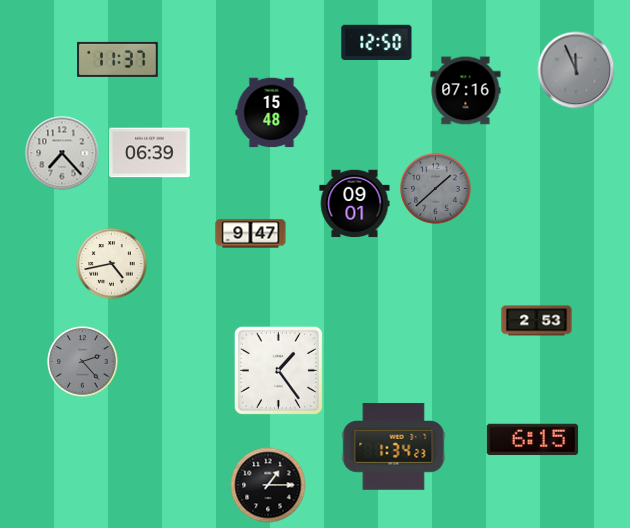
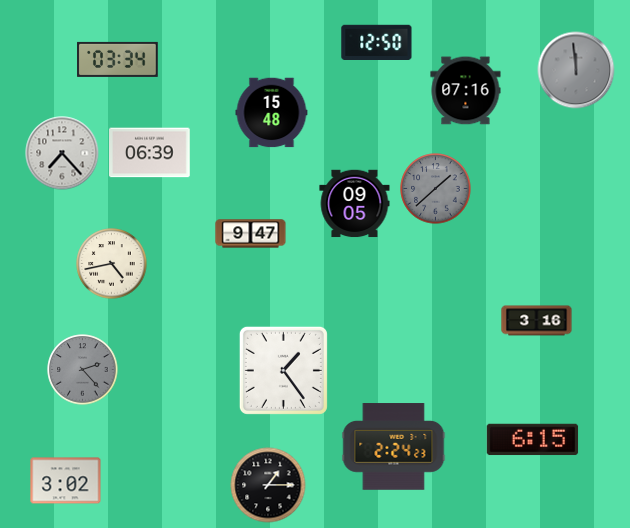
clock at (118, 59): 11:37 -> 03:34
clock at (576, 70): 11:56 -> 11:59
clock at (355, 204): 09:01 -> 09:05
clock at (537, 321): 2:53 -> 3:16
clock at (83, 362) position: (83, 362) -> (83, 370)
clock at (278, 370) position: (278, 370) -> (283, 370)
clock at (394, 447): 1:34 -> 2:24
clock at (66, 481): none -> 3:02
